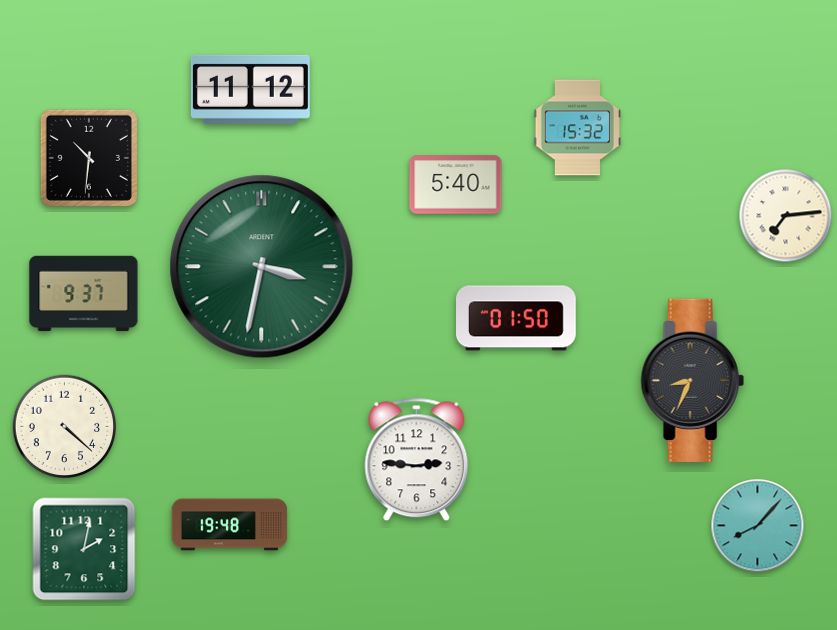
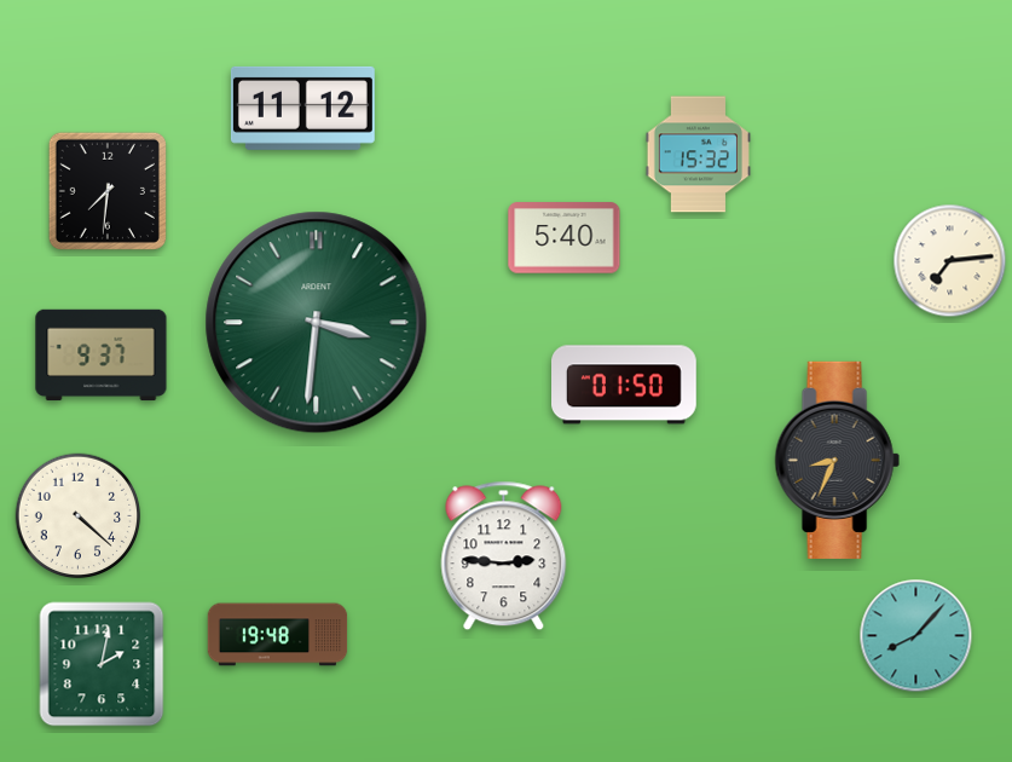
clock at (89, 158): 10:31 -> 7:31
clock at (456, 185) position: (456, 185) -> (565, 238)
clock at (262, 267): 3:32 -> 3:31
